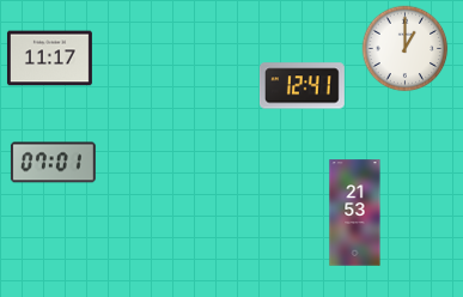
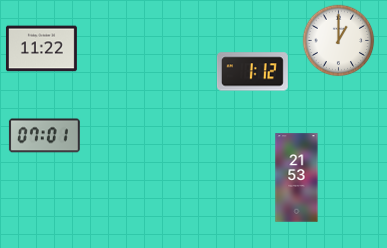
clock at (49, 59): 11:17 -> 11:22
clock at (301, 86): 12:41 -> 1:12
